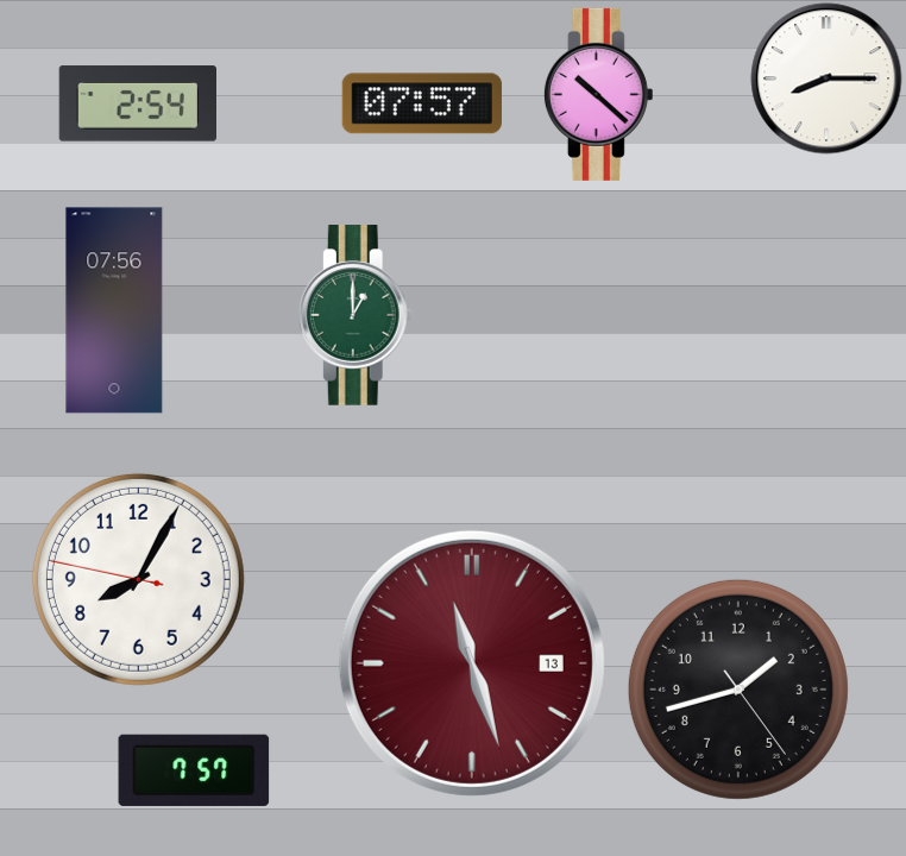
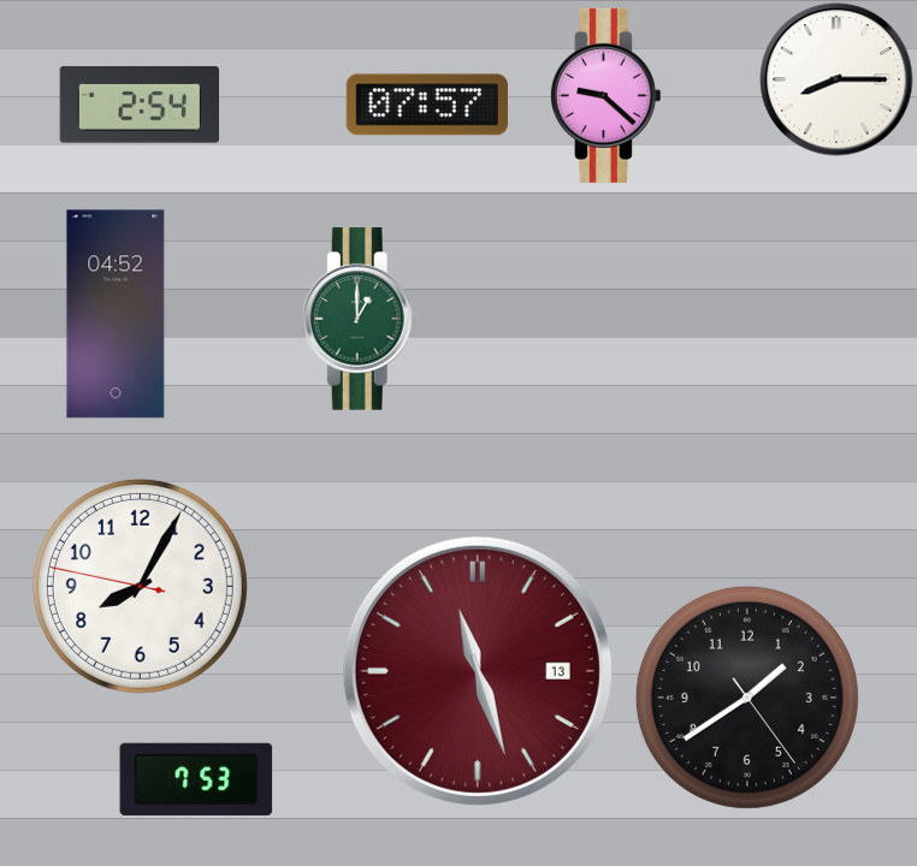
clock at (598, 94): 10:22 -> 9:22
clock at (114, 310): 07:56 -> 04:52
clock at (738, 690): 1:42 -> 1:39
clock at (194, 770): 7:57 -> 7:53
